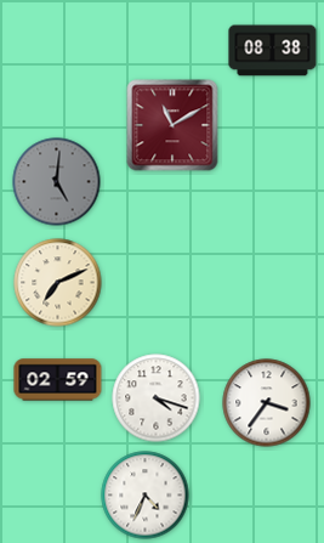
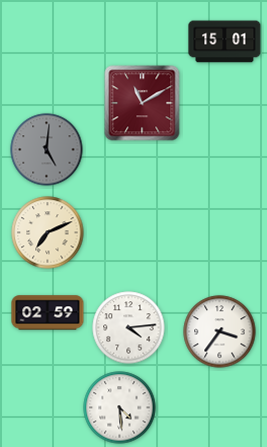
clock at (273, 51): 08:38 -> 15:01
clock at (157, 398): 4:18 -> 4:14
clock at (146, 496): 4:34 -> 4:29
